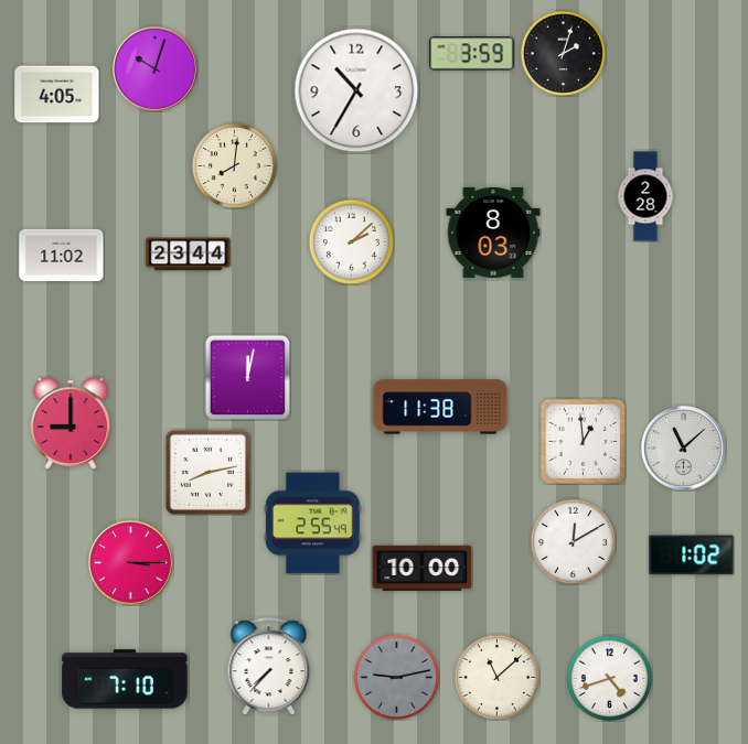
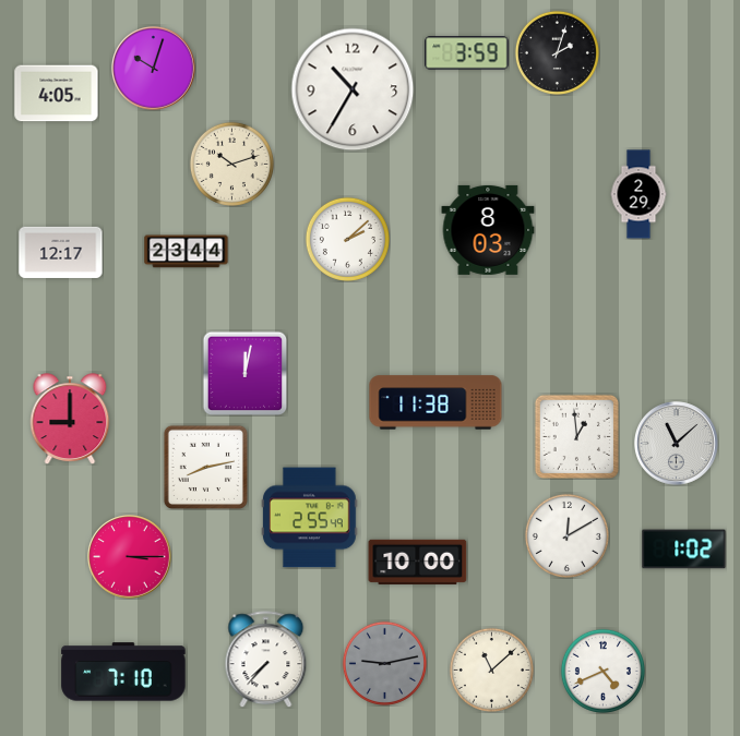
clock at (234, 165): 8:01 -> 10:12
clock at (645, 196): 2:28 -> 2:29
clock at (62, 255): 11:02 -> 12:17
clock at (396, 677) position: (396, 677) -> (384, 663)
clock at (609, 678): 4:42 -> 4:41
